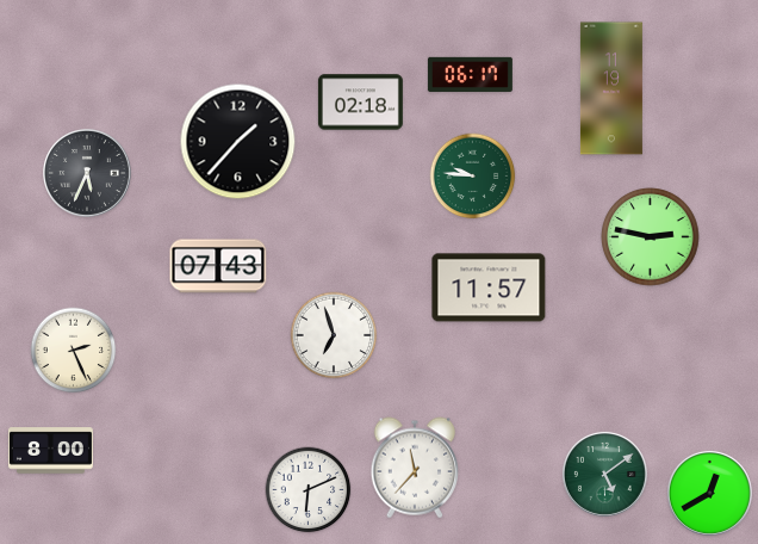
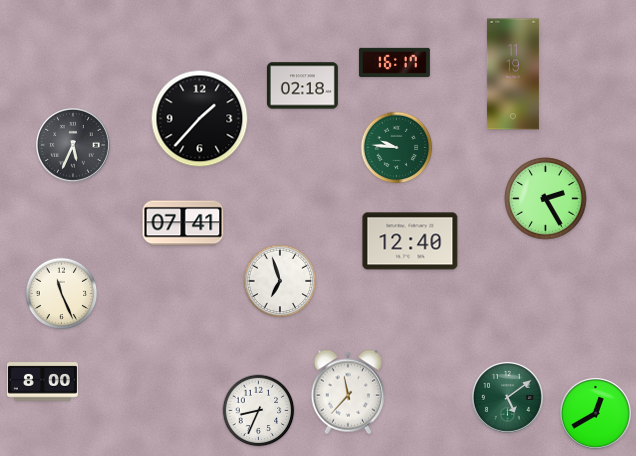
clock at (470, 74): 06:17 -> 16:17
clock at (651, 237): 2:47 -> 2:25
clock at (218, 266): 07:43 -> 07:41
clock at (489, 288): 11:57 -> 12:40
clock at (74, 351): 2:26 -> 11:26
clock at (50, 451) position: (50, 451) -> (42, 382)
clock at (309, 490): 6:11 -> 8:34
